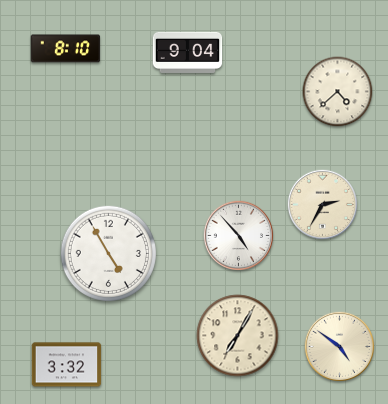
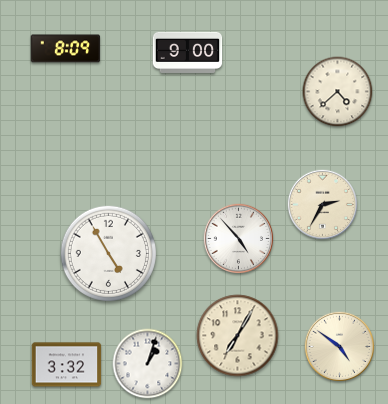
clock at (66, 49): 8:10 -> 8:09
clock at (188, 52): 9:04 -> 9:00
clock at (238, 235) position: (238, 235) -> (238, 238)
clock at (148, 364): none -> 1:03
